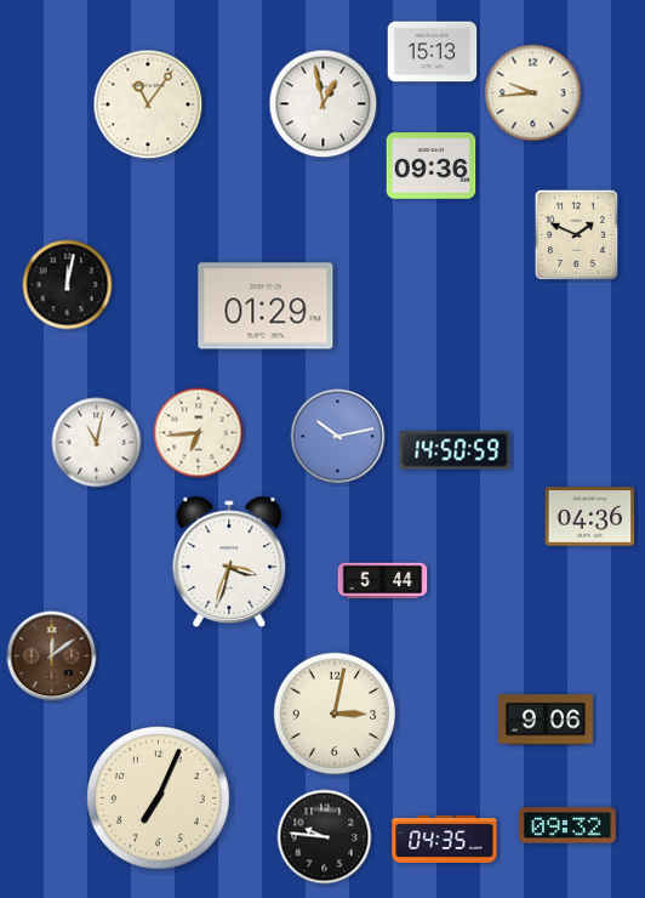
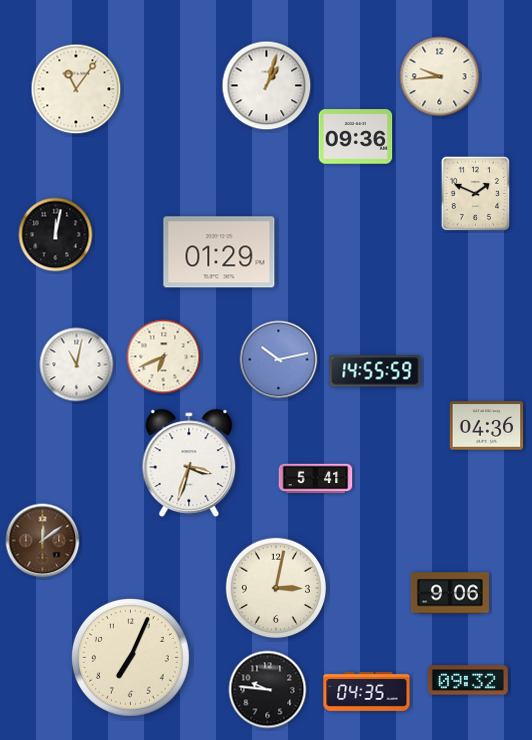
clock at (433, 52): 15:13 -> none
clock at (148, 104) position: (148, 104) -> (76, 89)
clock at (324, 104): 12:58 -> 1:03
clock at (199, 433): 6:44 -> 6:41
clock at (97, 443) position: (97, 443) -> (77, 365)
clock at (455, 450): 14:50 -> 14:55
clock at (383, 581): 5:44 -> 5:41
